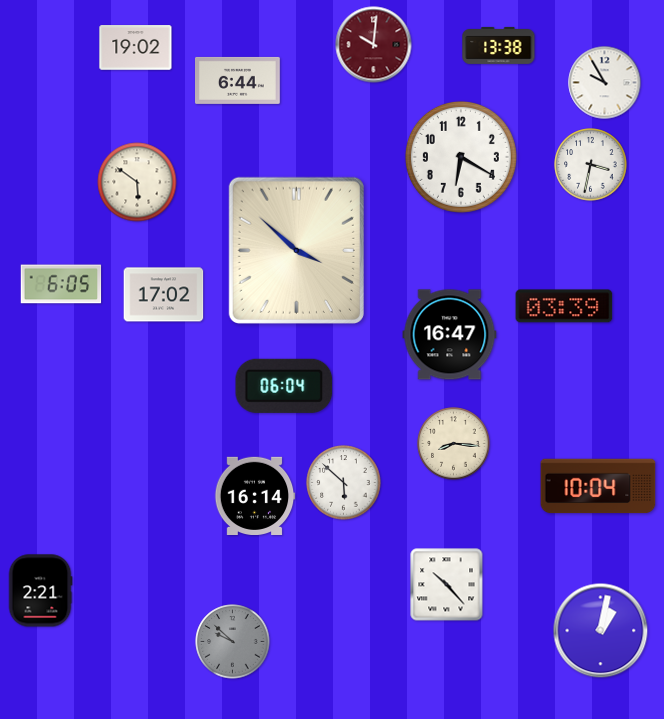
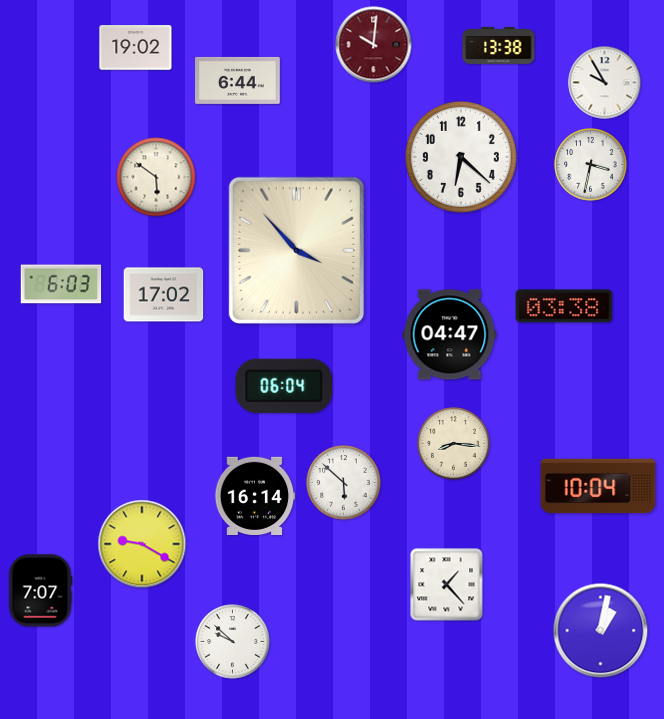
clock at (461, 157): 6:20 -> 6:22
clock at (137, 182) position: (137, 182) -> (156, 177)
clock at (296, 250): 3:52 -> 3:53
clock at (61, 284): 6:05 -> 6:03
clock at (564, 306): 03:39 -> 03:38
clock at (450, 335): 16:47 -> 04:47
clock at (142, 544): none -> 9:20
clock at (447, 585): 10:23 -> 1:23
clock at (40, 591): 2:21 -> 7:07
clock at (233, 642) dial: grey -> white
